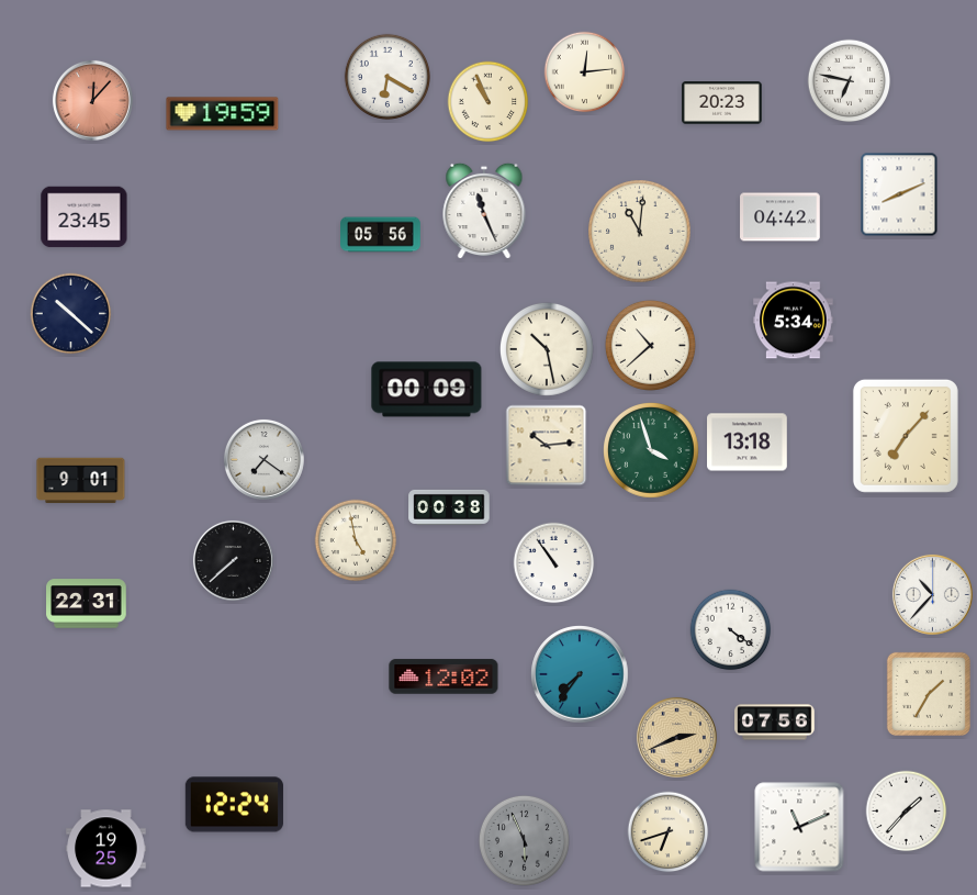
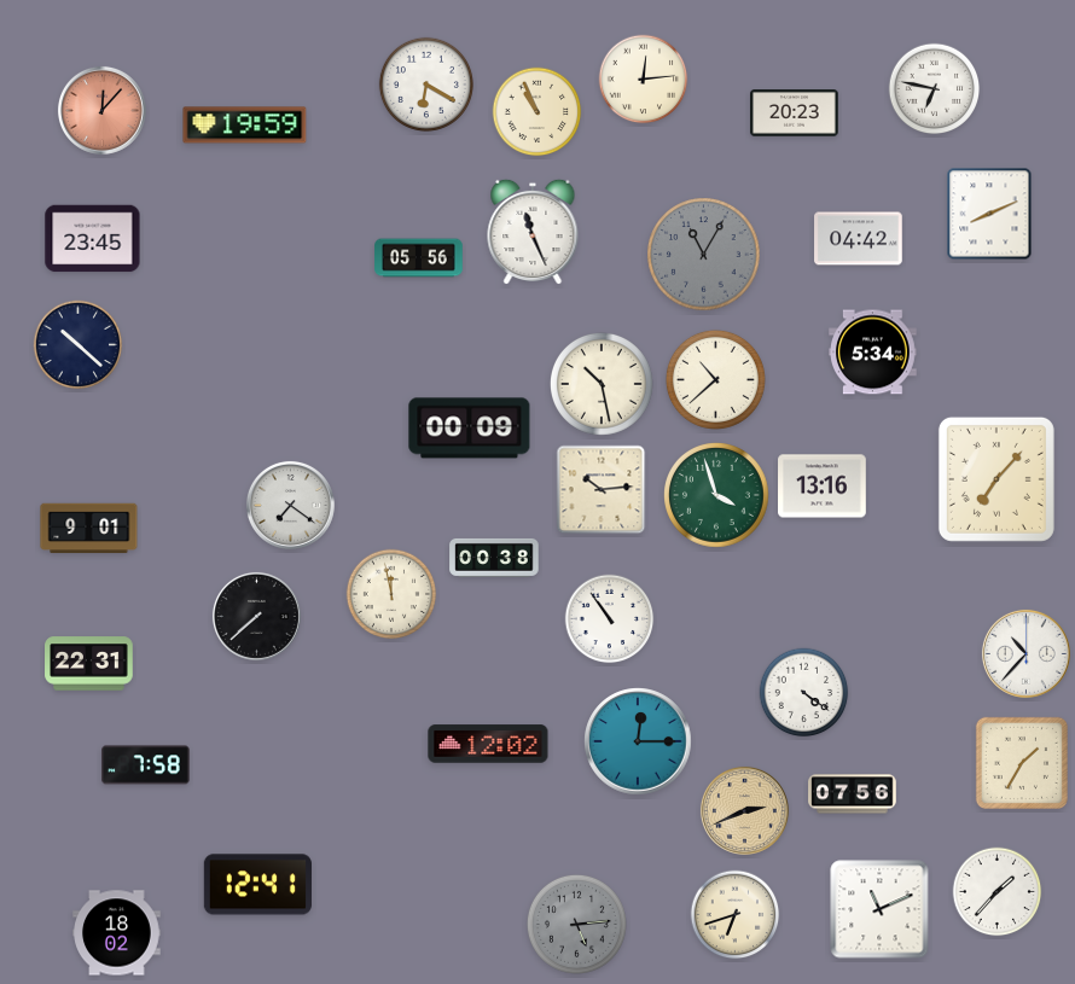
clock at (640, 232): 11:01 -> 11:05
clock at (640, 232) dial: cream -> grey
clock at (748, 443): 13:18 -> 13:16
clock at (356, 540): 4:58 -> 11:58
clock at (87, 604) position: (87, 604) -> (89, 664)
clock at (580, 674): 7:36 -> 12:15
clock at (146, 765): none -> 7:58
clock at (234, 805): 12:24 -> 12:41
clock at (524, 840): 5:56 -> 5:14
clock at (106, 849): 19:25 -> 18:02
